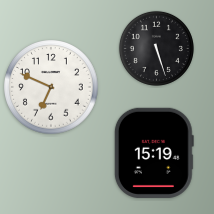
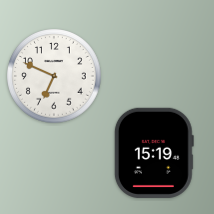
clock at (156, 48): 5:27 -> none
clock at (51, 87) position: (51, 87) -> (54, 76)
